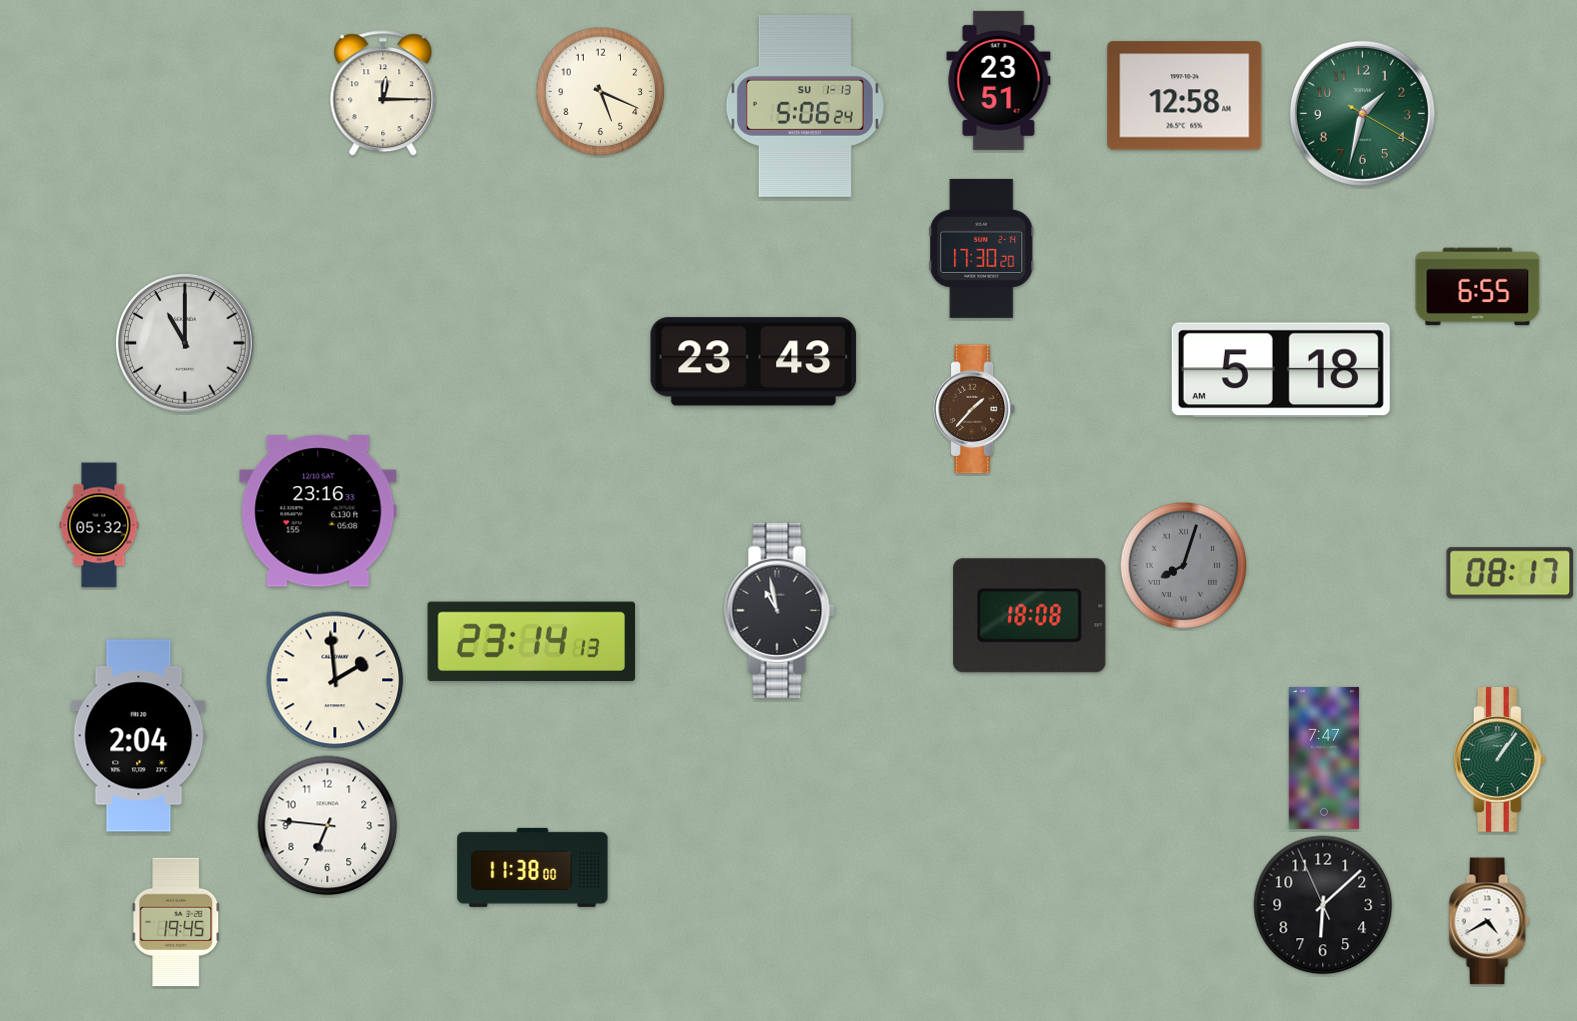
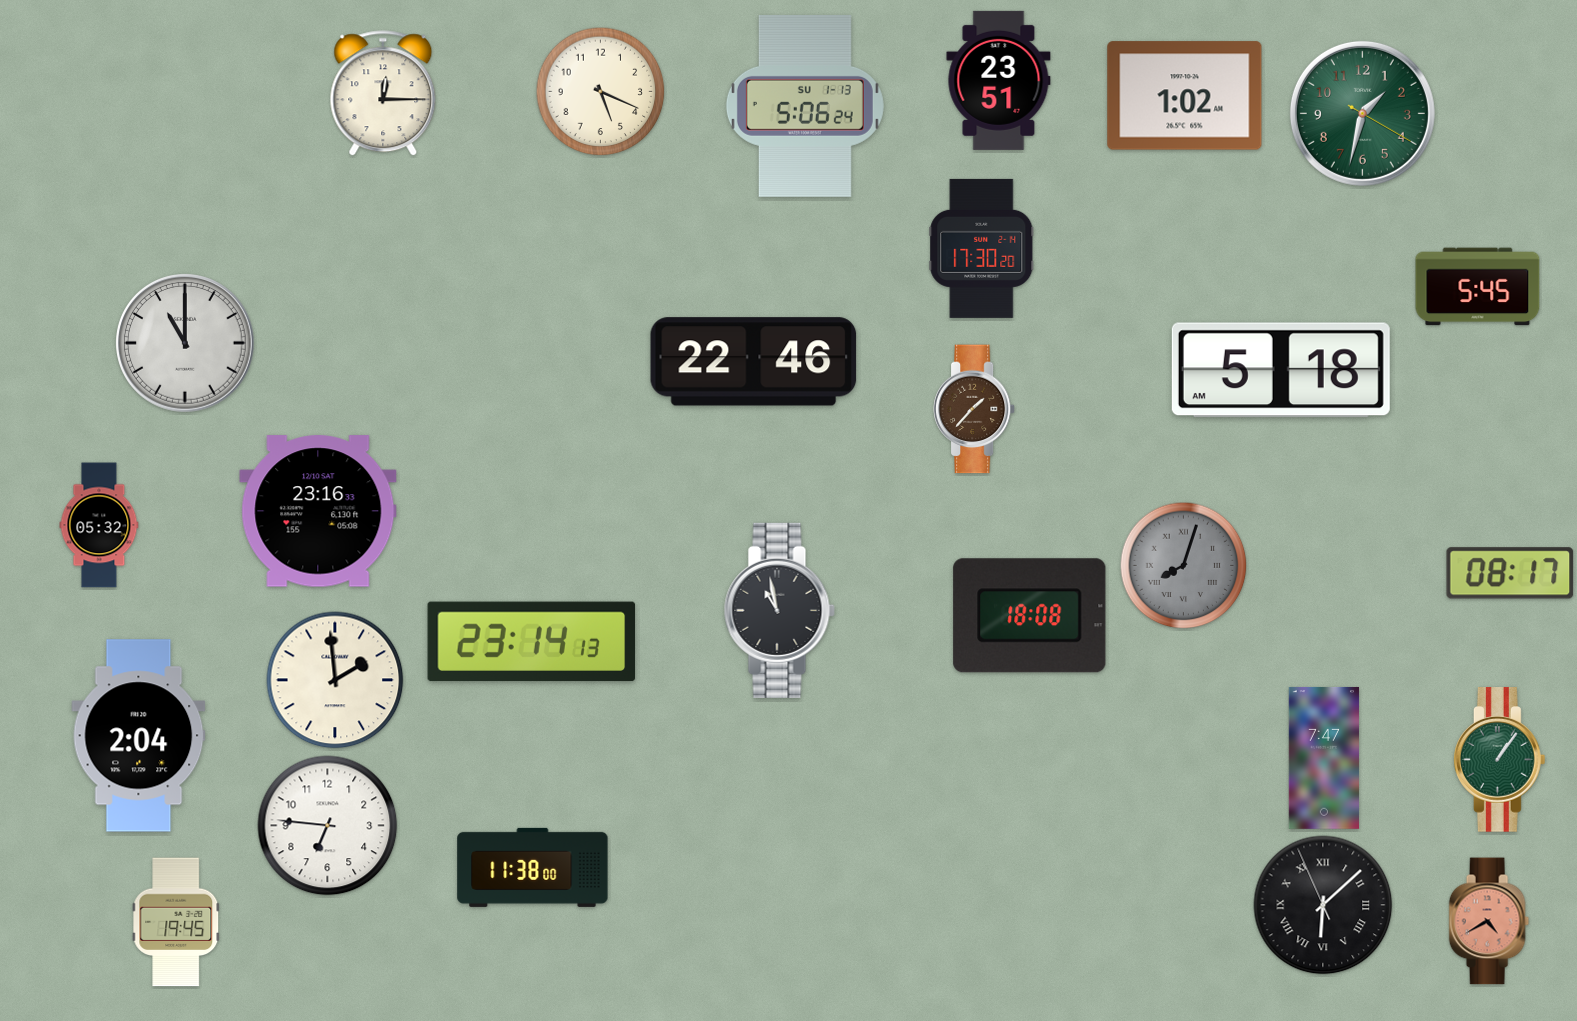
clock at (1185, 96): 12:58 -> 1:02
clock at (1478, 287): 6:55 -> 5:45
clock at (754, 362): 23:43 -> 22:46
clock at (1323, 905) numerals: Arabic -> Roman
clock at (1489, 921) dial: white -> salmon
